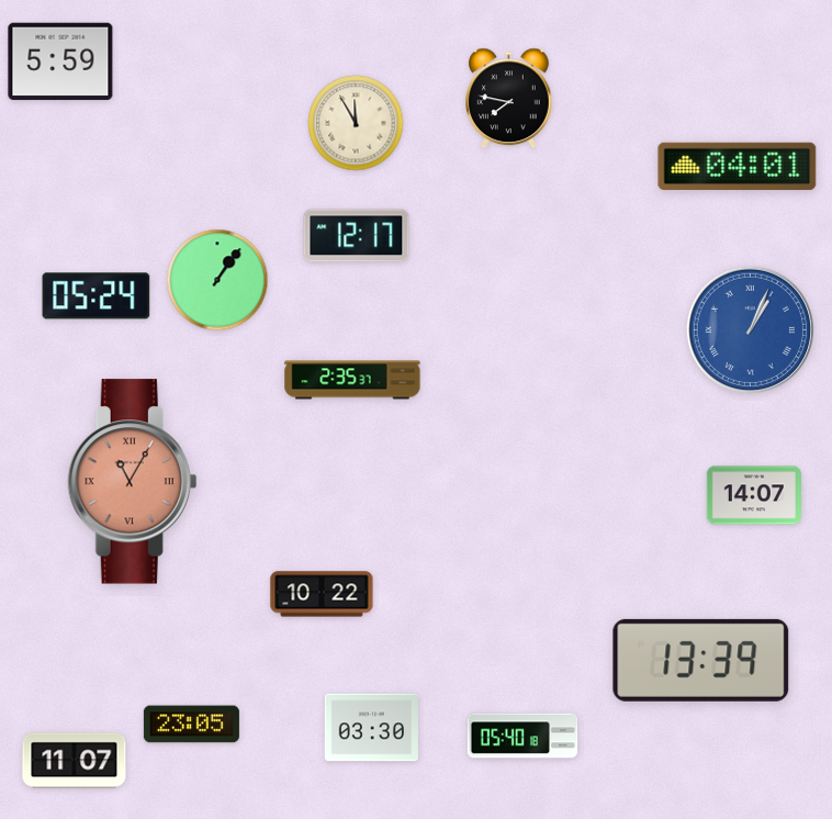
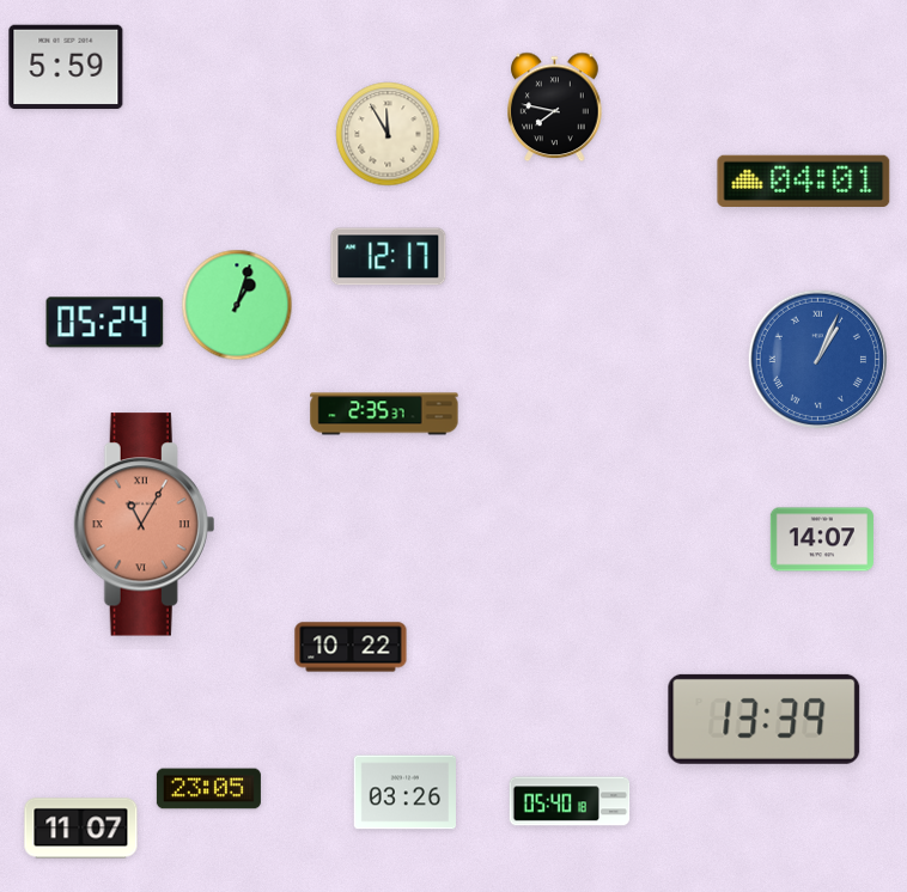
clock at (217, 280): 1:06 -> 1:03
clock at (372, 728): 03:30 -> 03:26
